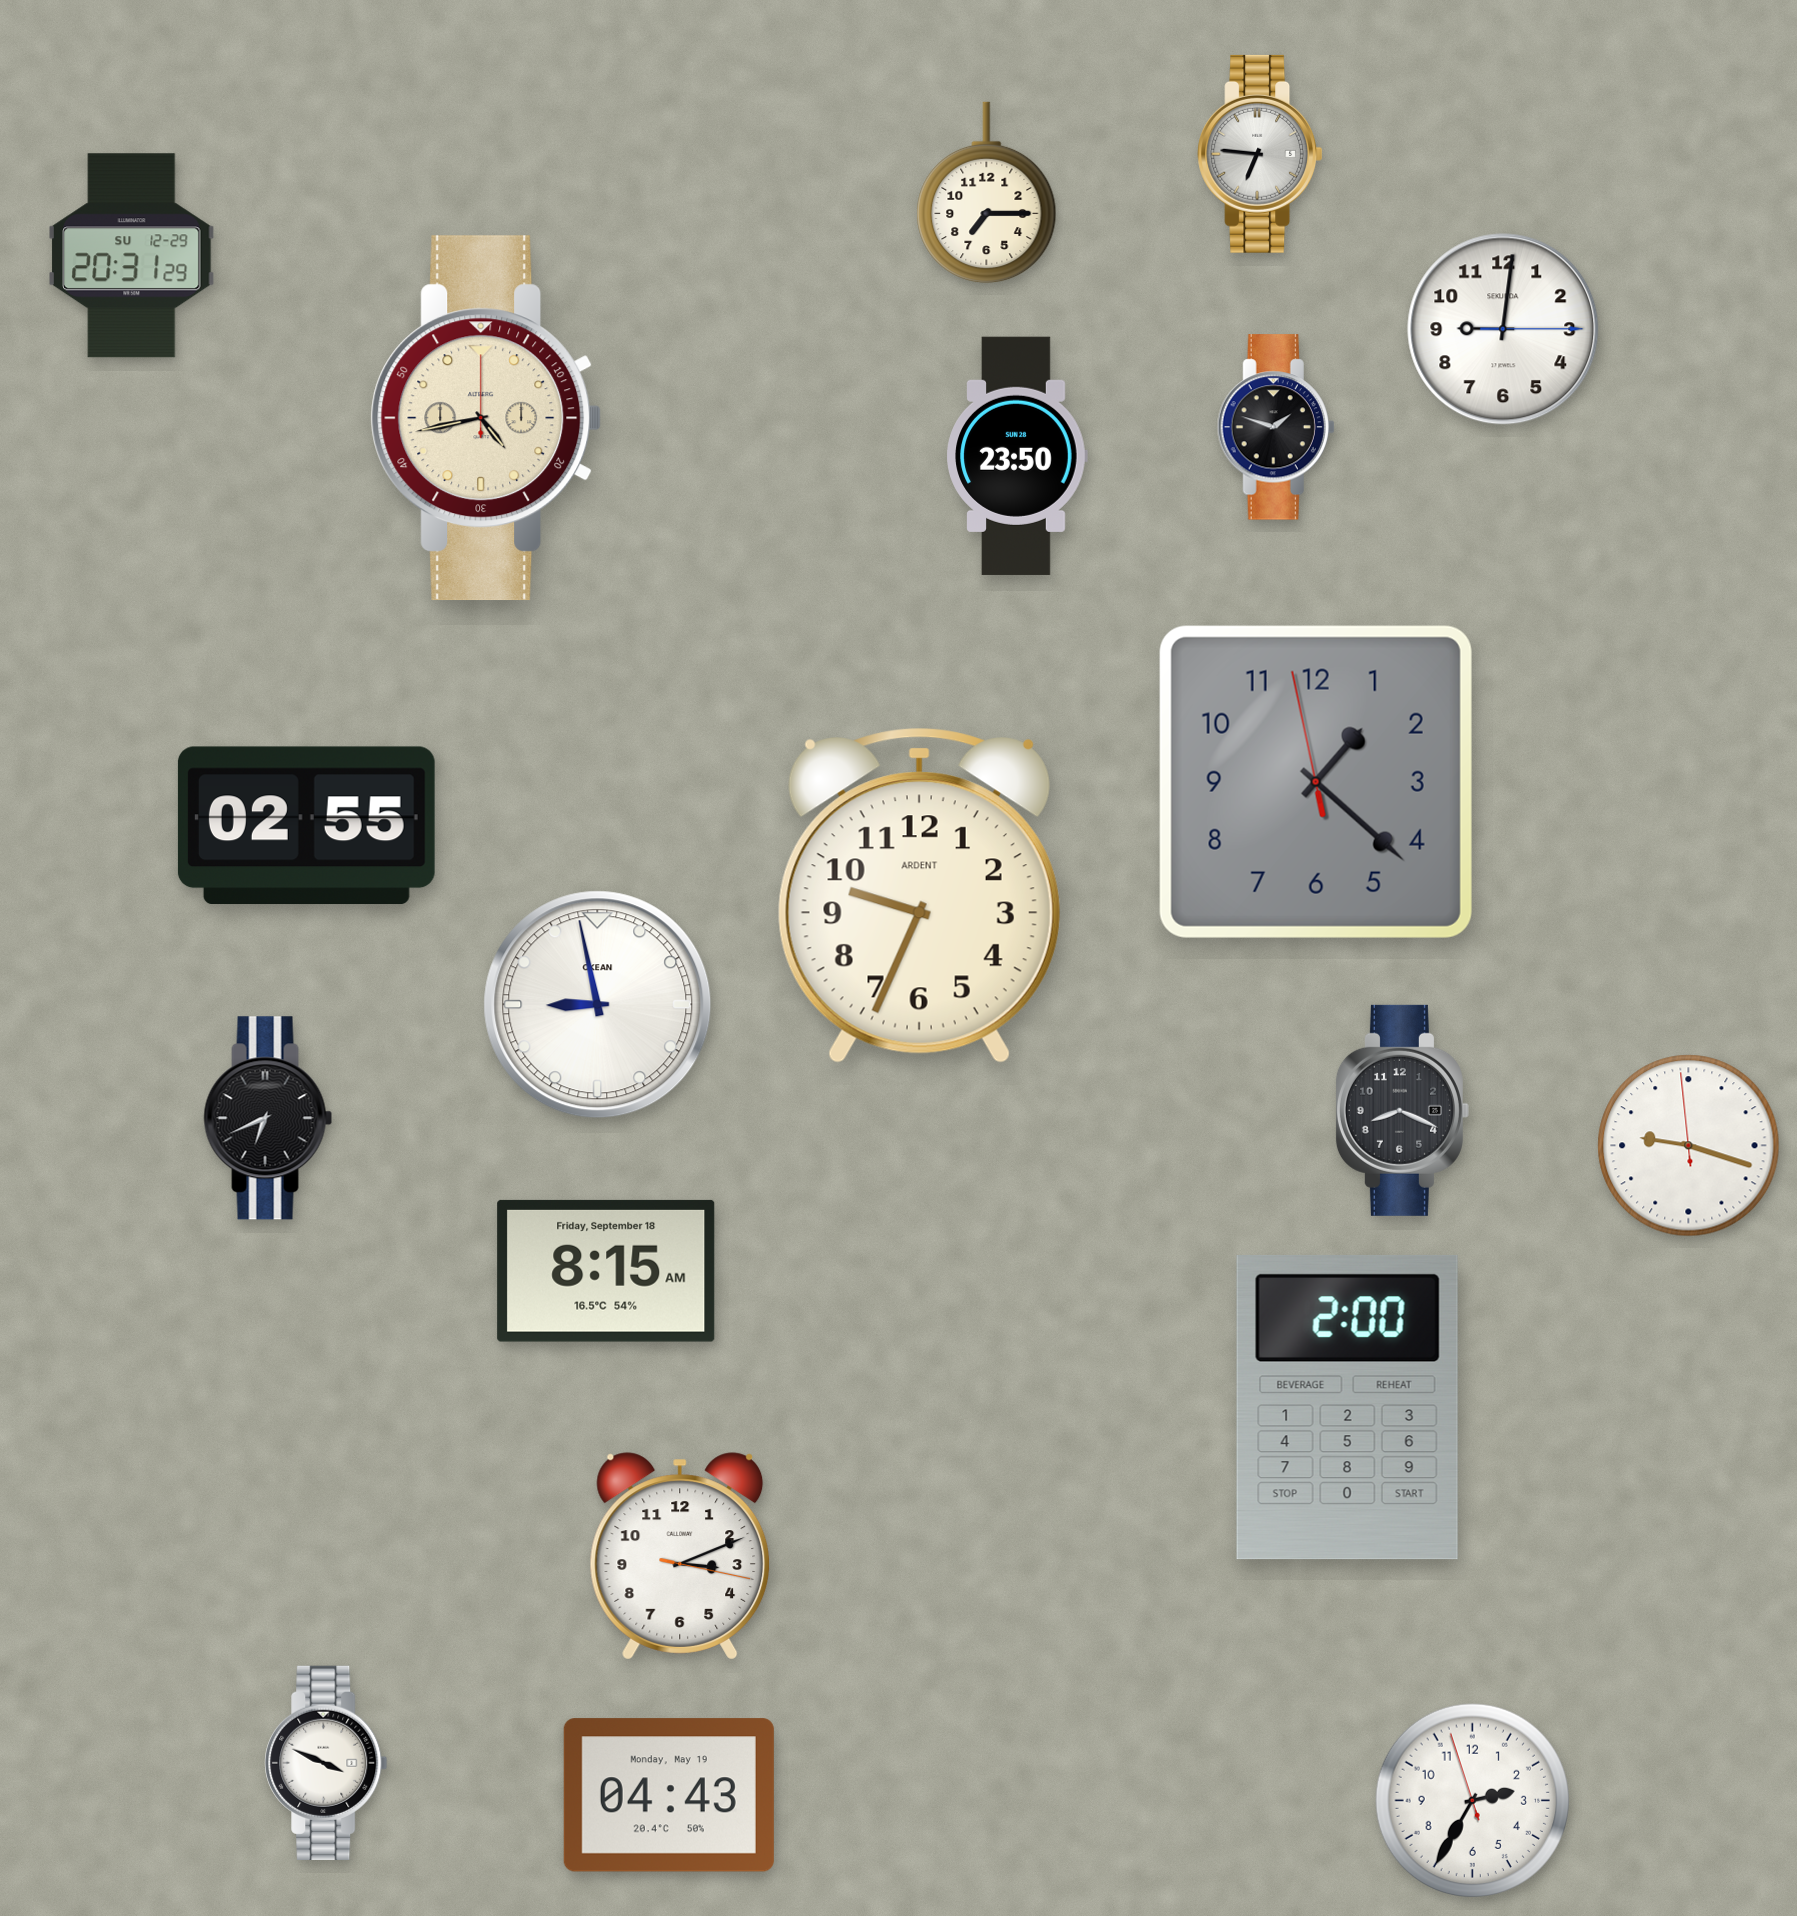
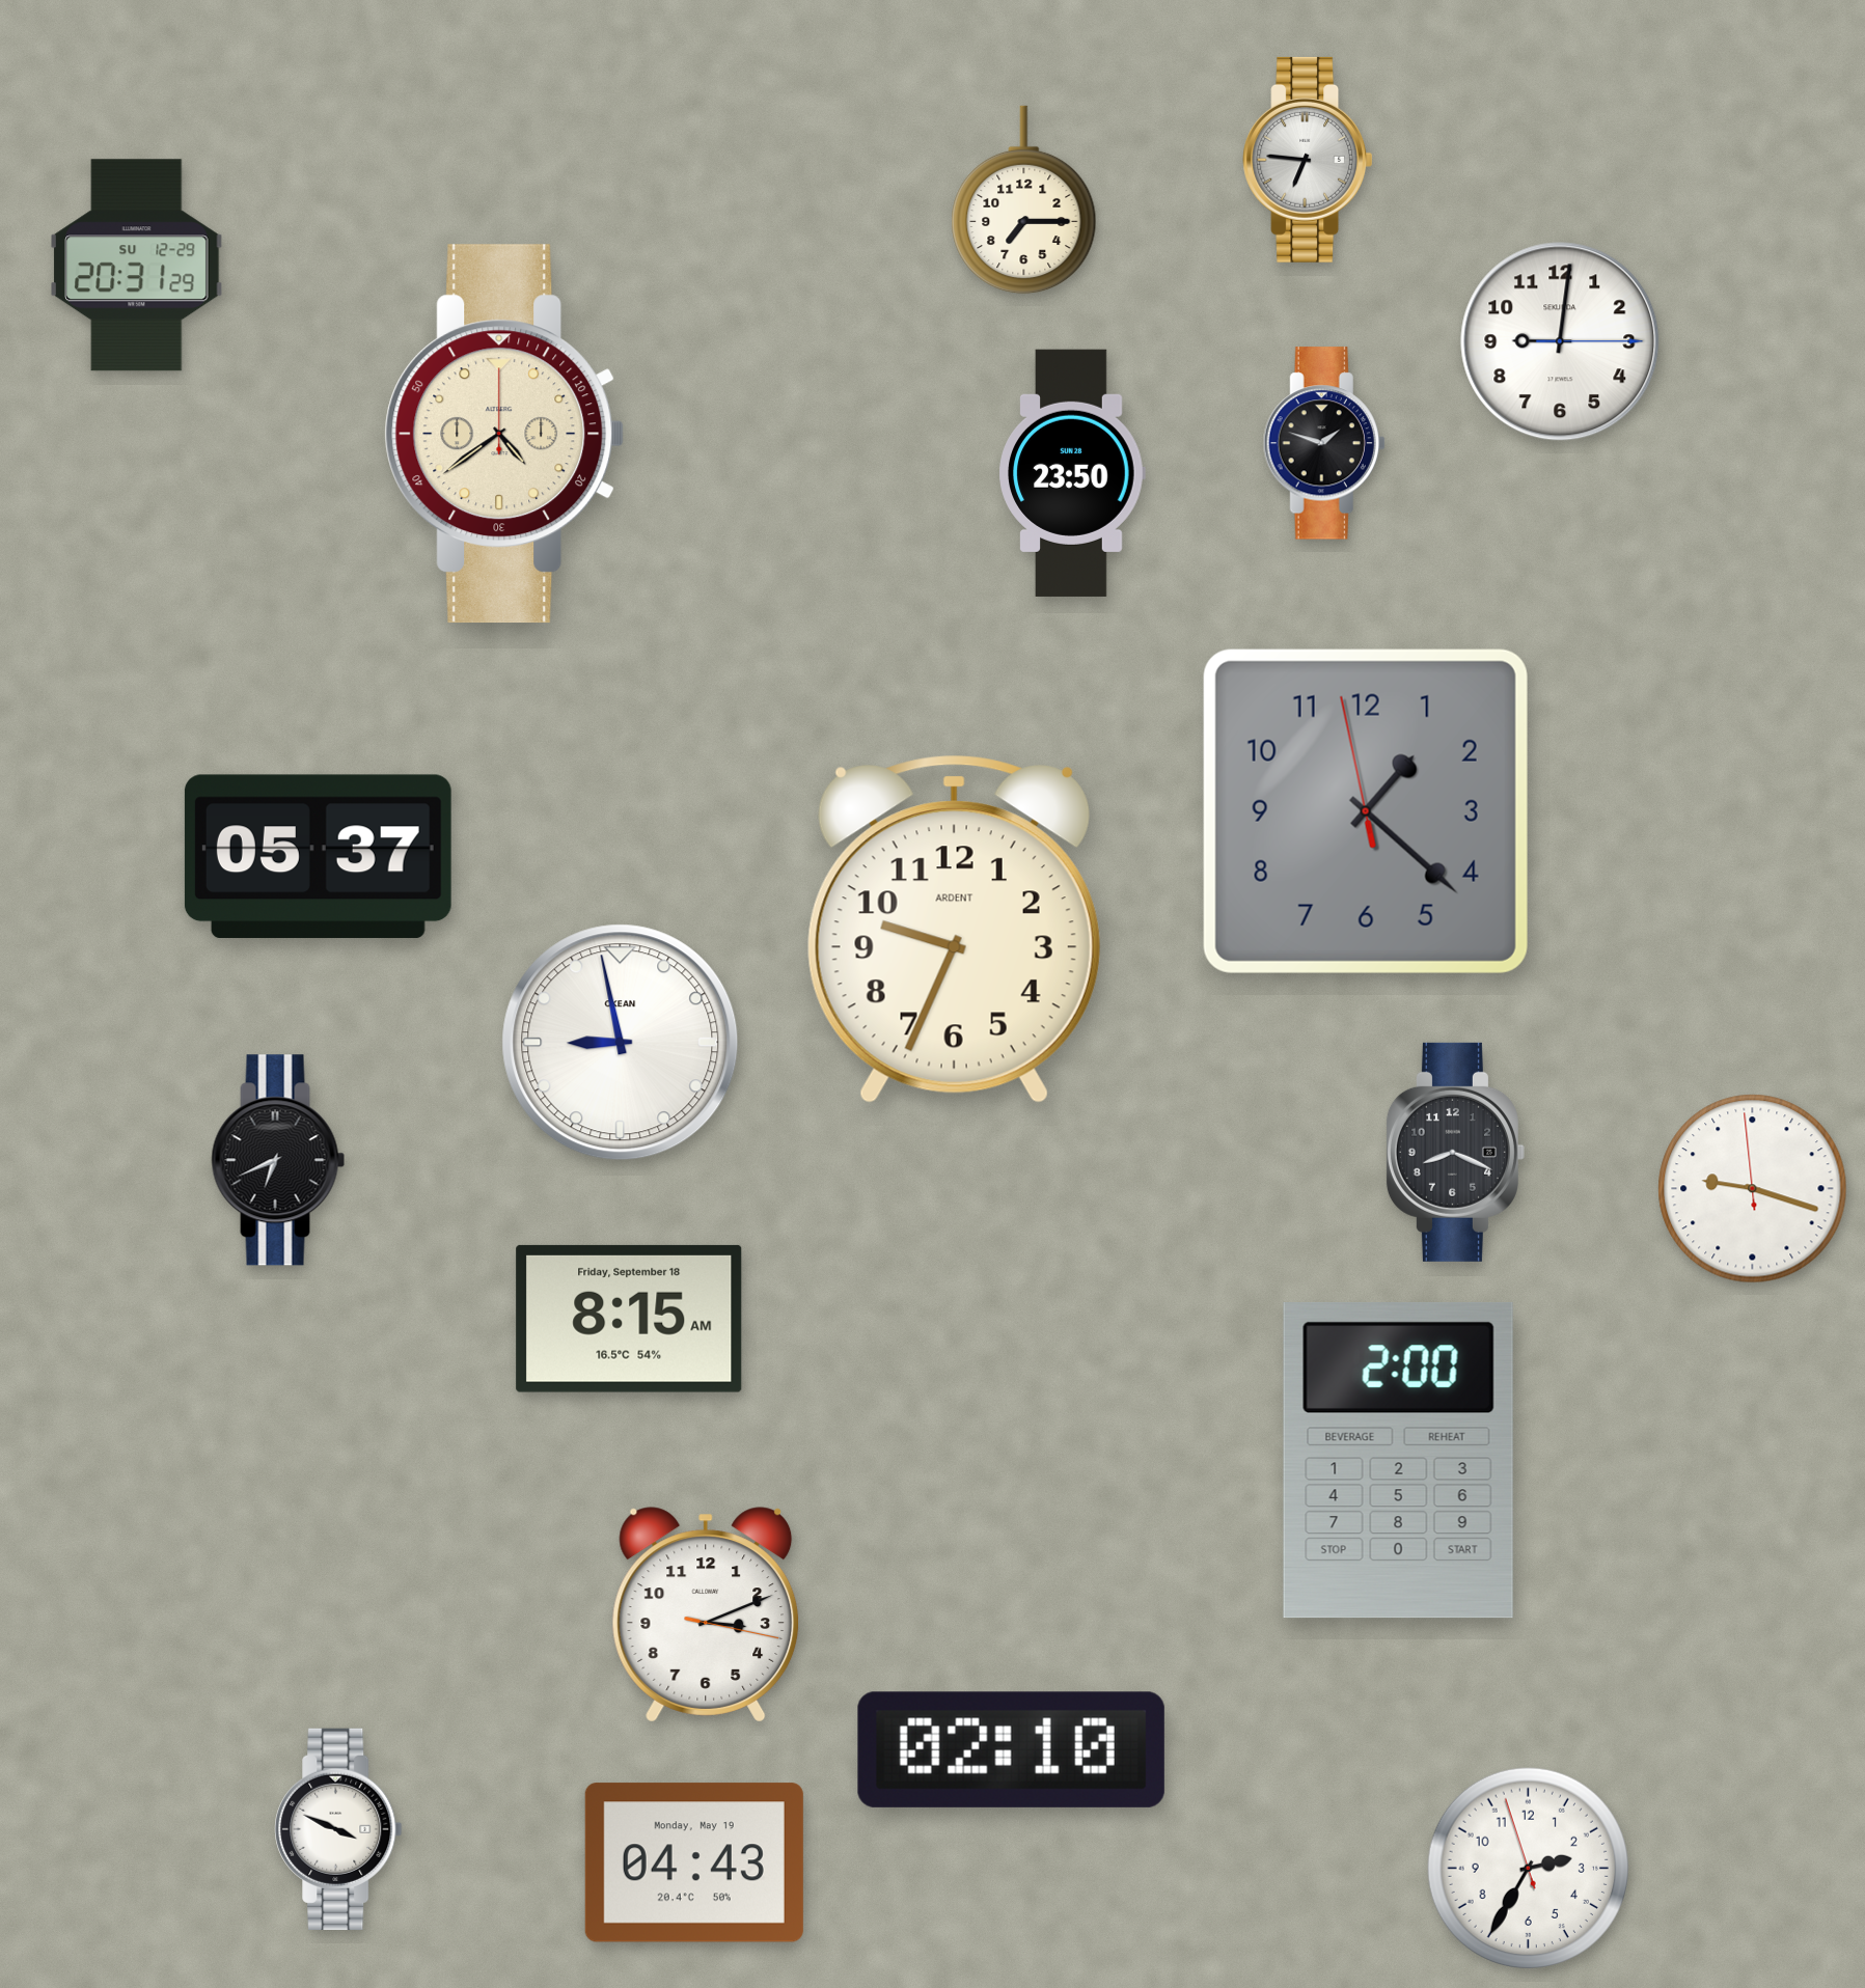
clock at (486, 418): 4:43 -> 4:39
clock at (1017, 456) position: (1017, 456) -> (1072, 473)
clock at (306, 826): 02:55 -> 05:37
clock at (1011, 1749): none -> 02:10
